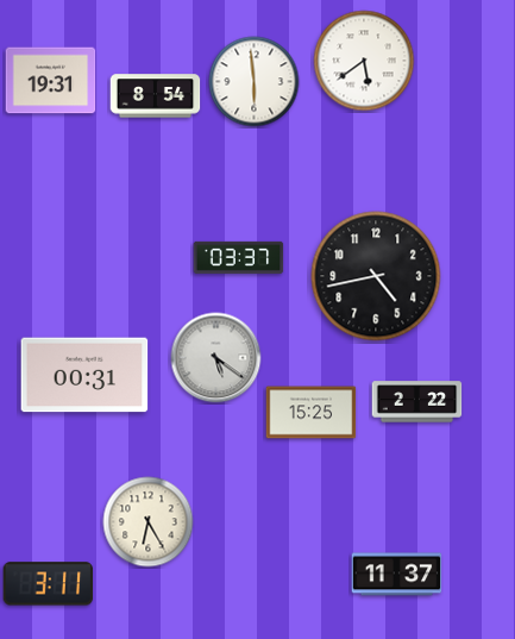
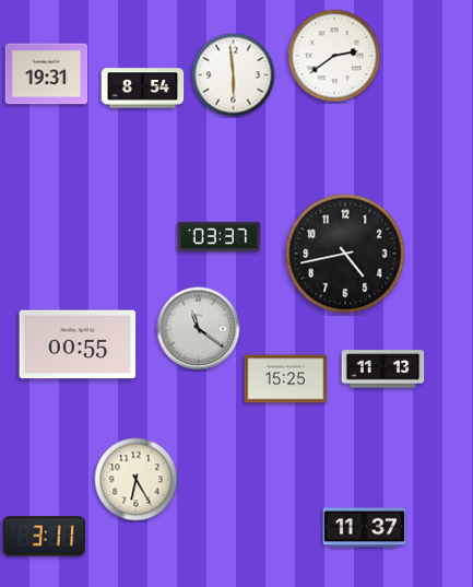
clock at (364, 61): 5:39 -> 2:39
clock at (216, 358): 5:21 -> 11:21
clock at (84, 375): 00:31 -> 00:55
clock at (417, 402): 2:22 -> 11:13
